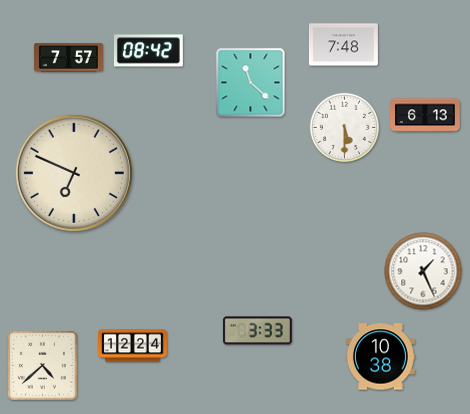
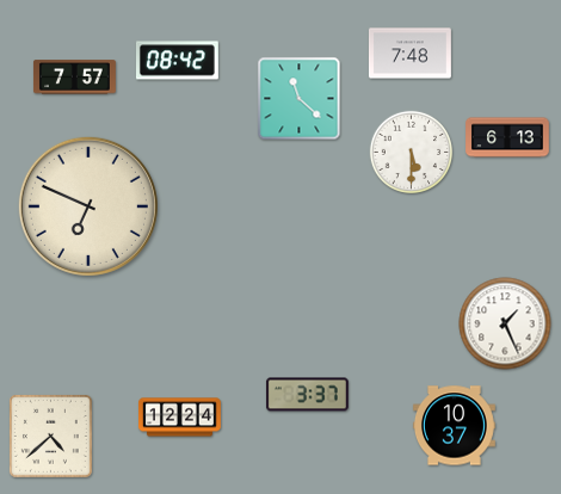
clock at (68, 58) position: (68, 58) -> (74, 78)
clock at (257, 331): 3:33 -> 3:37
clock at (133, 346) position: (133, 346) -> (180, 418)
clock at (380, 357): 10:38 -> 10:37
